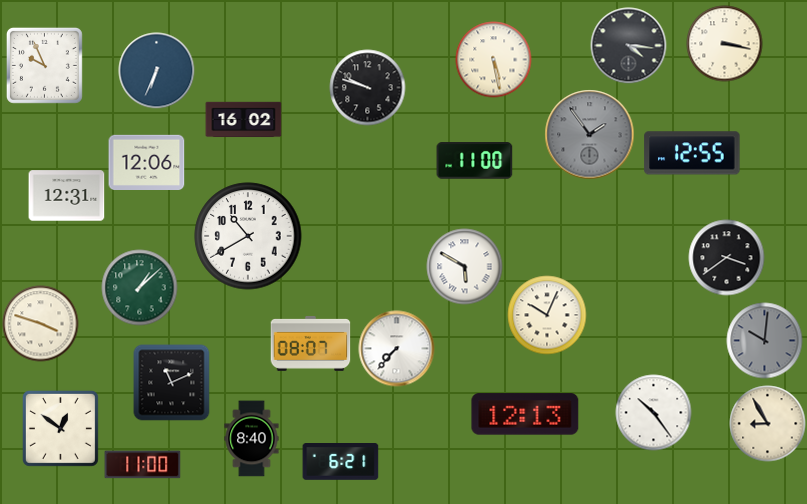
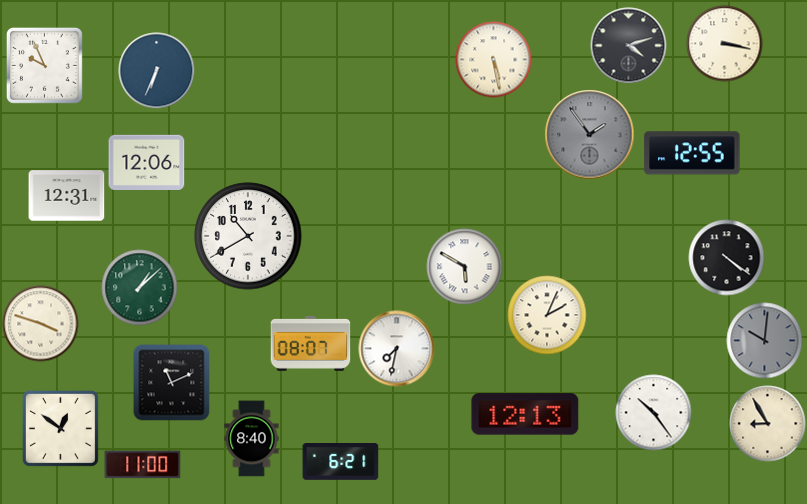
clock at (629, 46): 4:16 -> 4:12
clock at (368, 88): 9:48 -> none
clock at (244, 120): 16:02 -> none
clock at (475, 161): 11:00 -> none
clock at (727, 258): 3:39 -> 4:21
clock at (547, 315): 10:04 -> 2:04
clock at (397, 349): 7:37 -> 7:32
